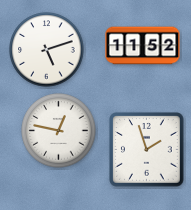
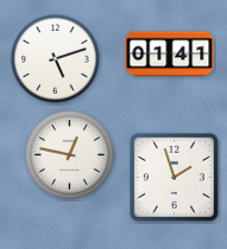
clock at (143, 46): 11:52 -> 01:41
